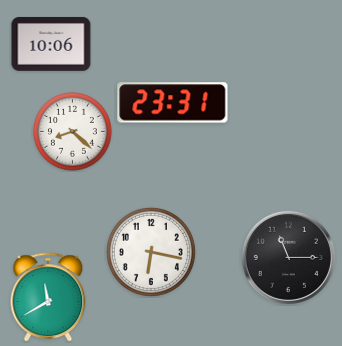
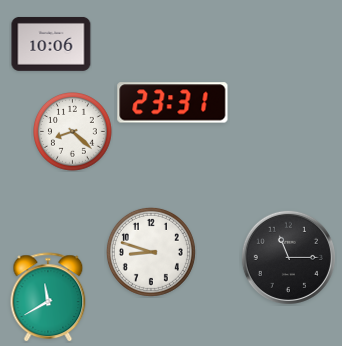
clock at (151, 252): 6:17 -> 8:48
